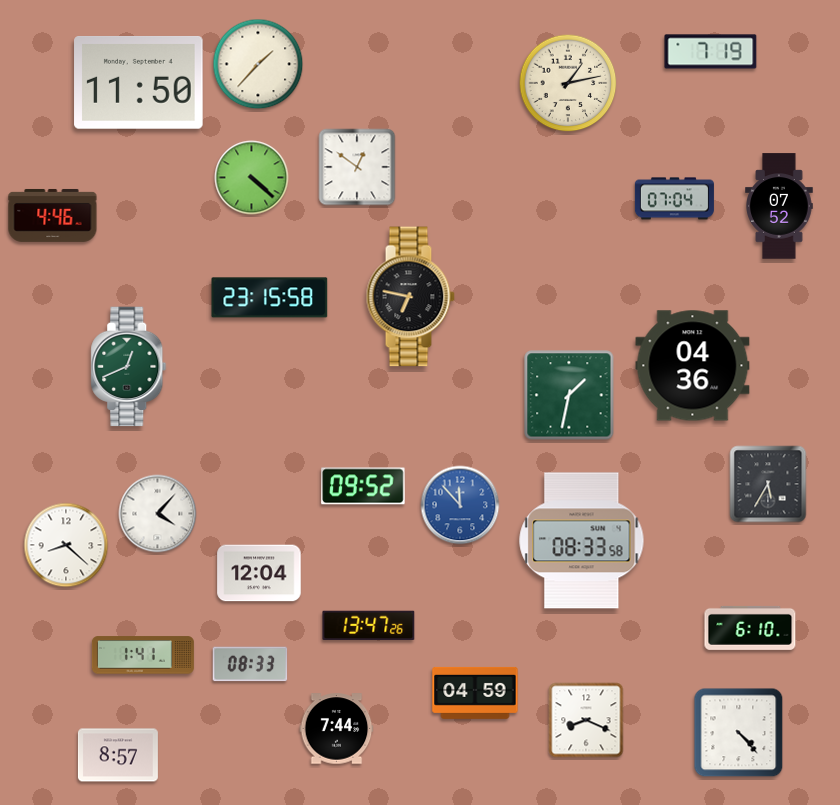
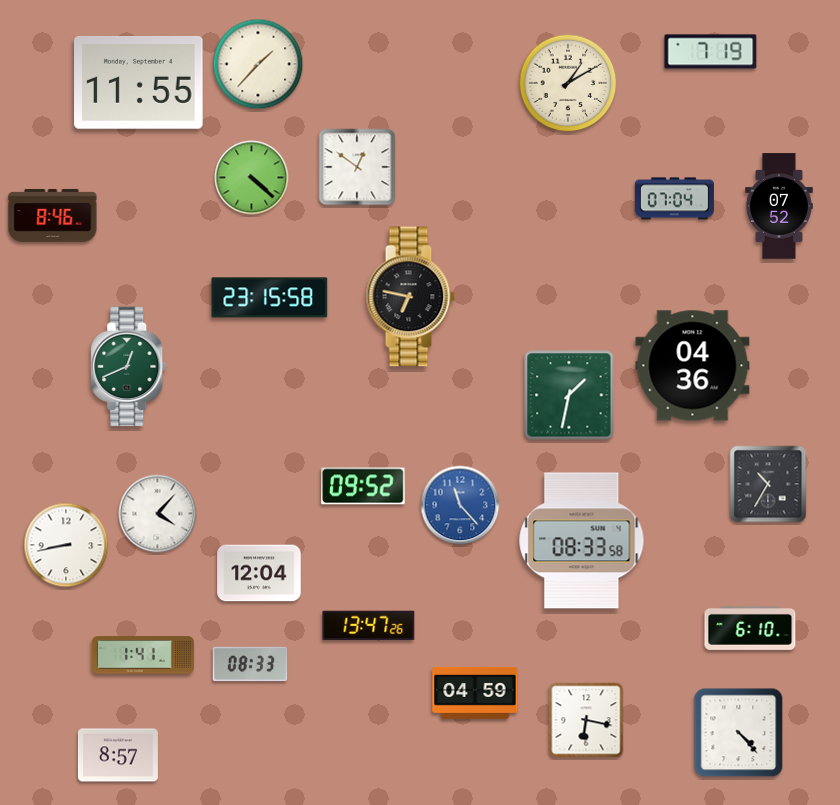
clock at (139, 83): 11:50 -> 11:55
clock at (568, 83): 1:13 -> 1:10
clock at (53, 215): 4:46 -> 8:46
clock at (768, 484): 5:35 -> 10:35
clock at (460, 505): 11:53 -> 11:23
clock at (66, 545): 8:22 -> 8:43
clock at (586, 720): 8:19 -> 6:17
clock at (337, 729): 7:44 -> none
